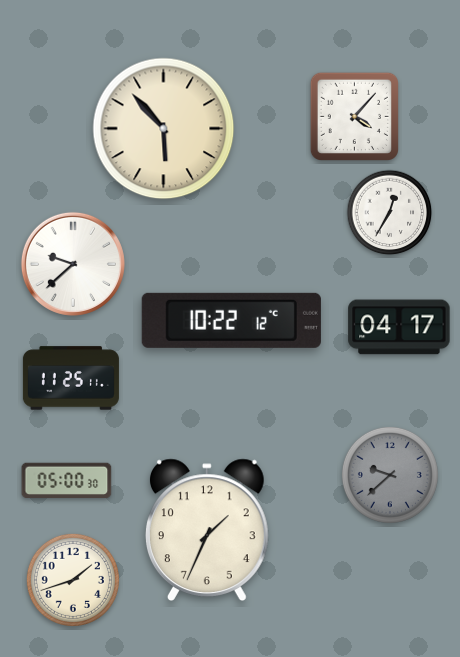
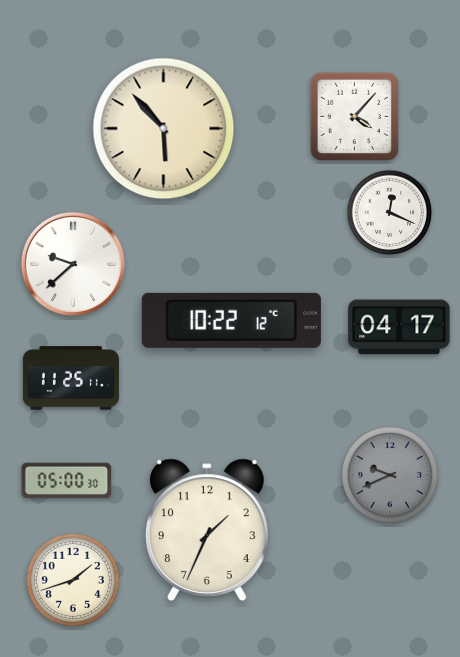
clock at (390, 213): 12:35 -> 12:19
clock at (390, 475): 9:38 -> 9:41
